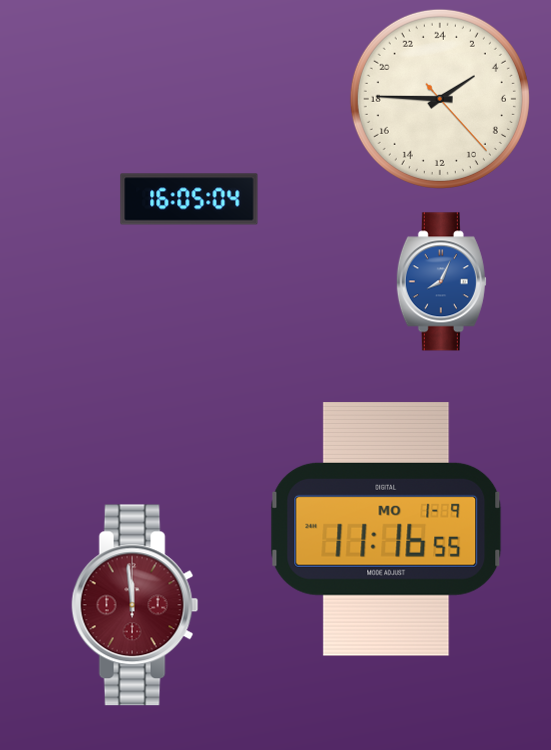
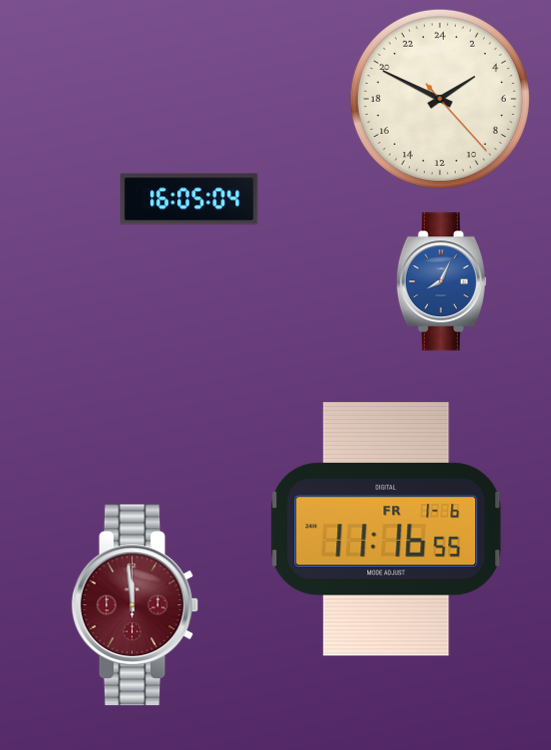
clock at (440, 99): 3:45 -> 3:49
clock at (386, 530) date: MO 1-9 -> FR 1-6
